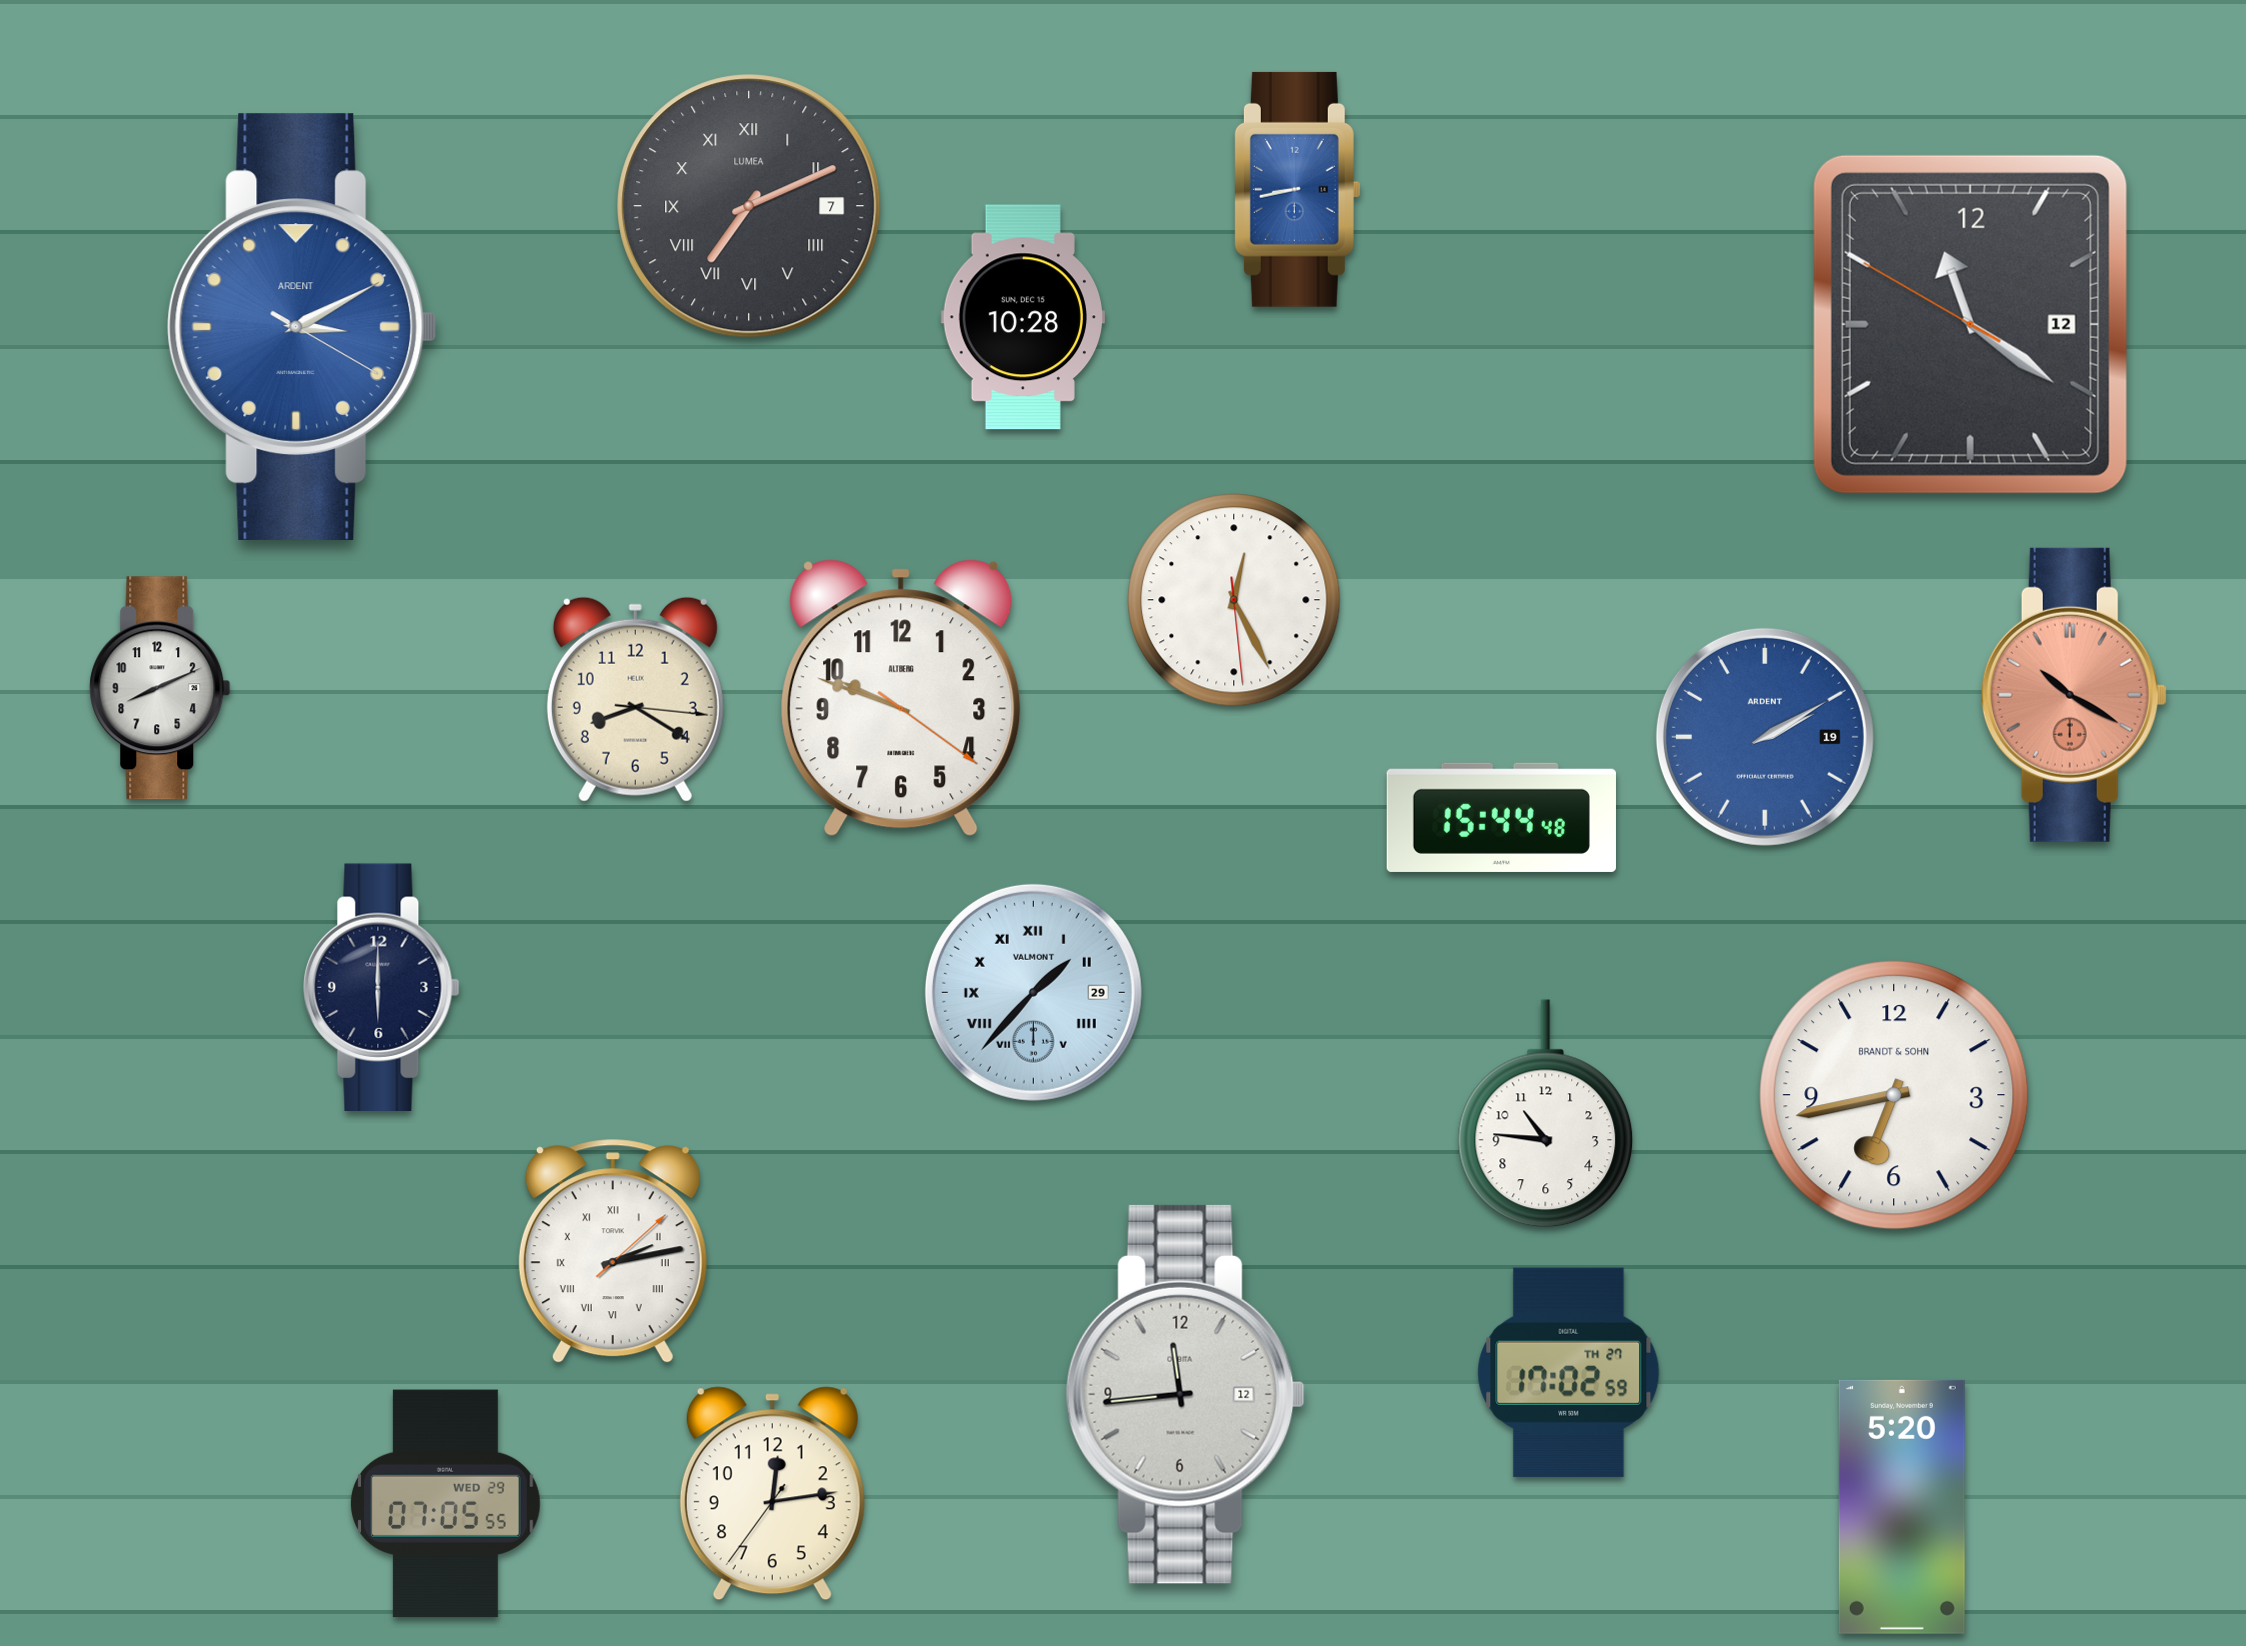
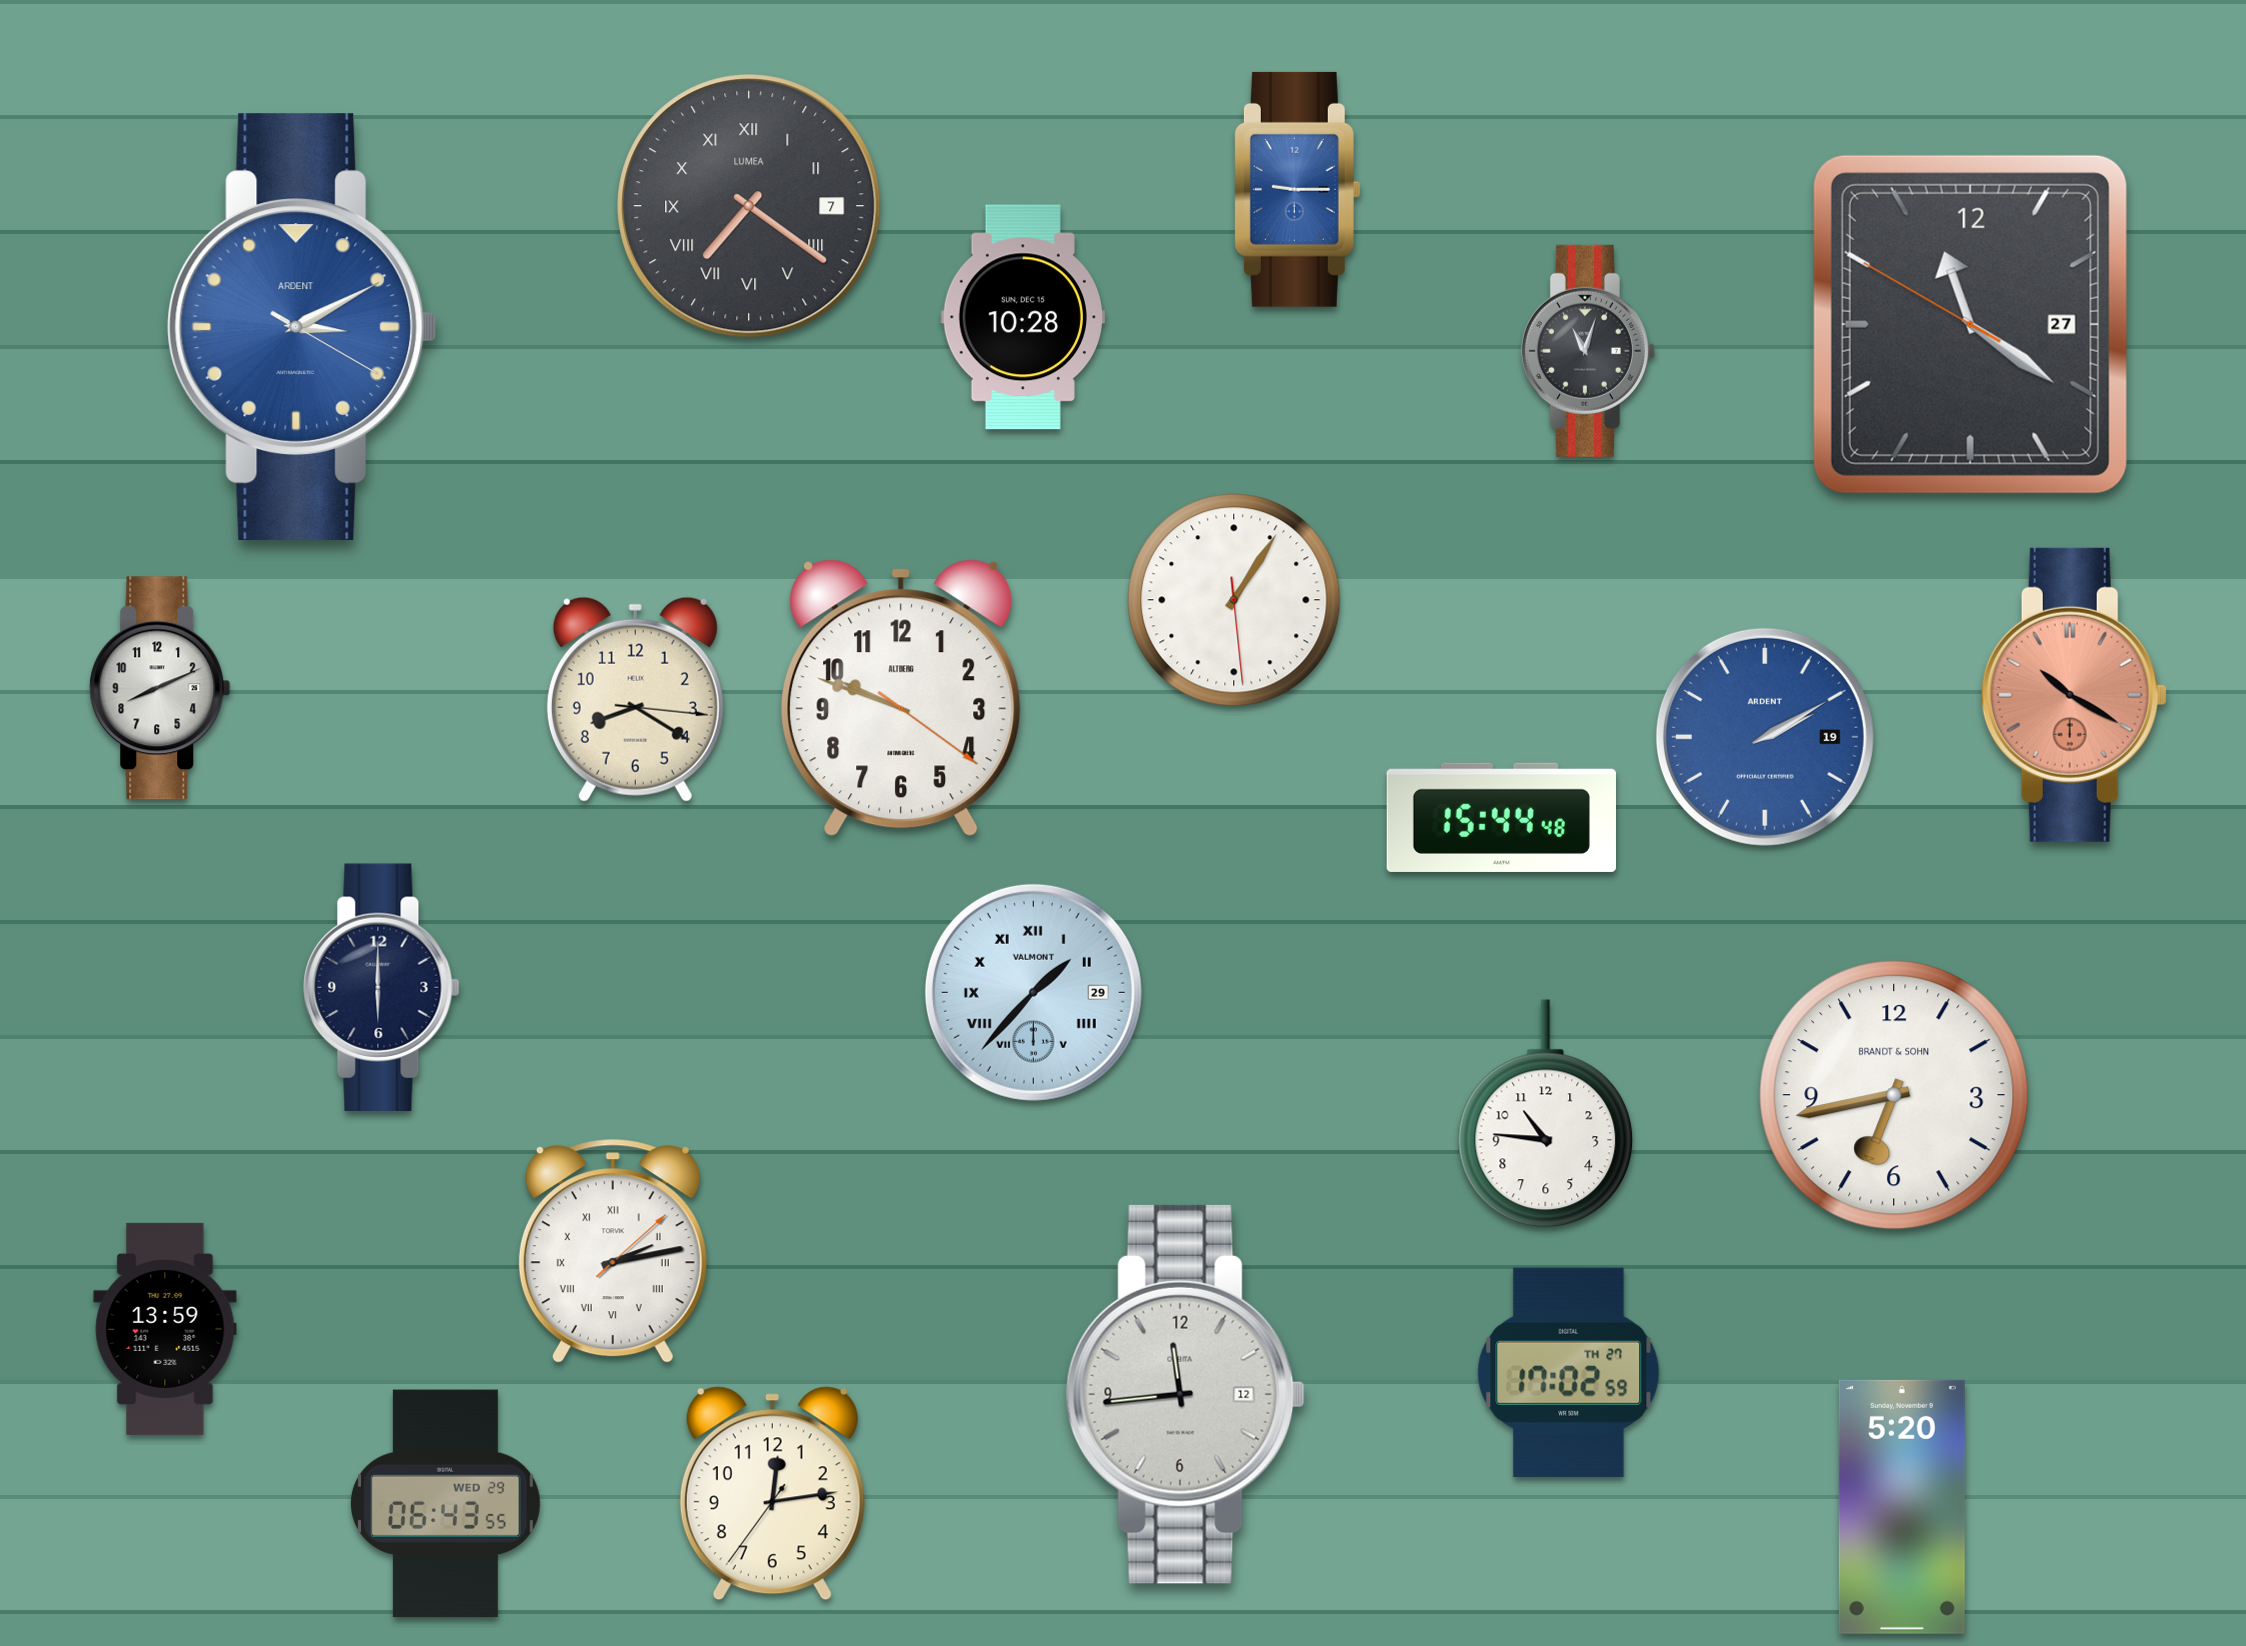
clock at (1297, 189): 8:43 -> 9:15
clock at (749, 206): 7:11 -> 7:21
clock at (1970, 324) date: 12 -> 27
clock at (1588, 351): none -> 11:03
clock at (1234, 600): 12:25 -> 1:05
clock at (165, 1329): none -> 13:59
clock at (446, 1504): 07:05 -> 06:43
